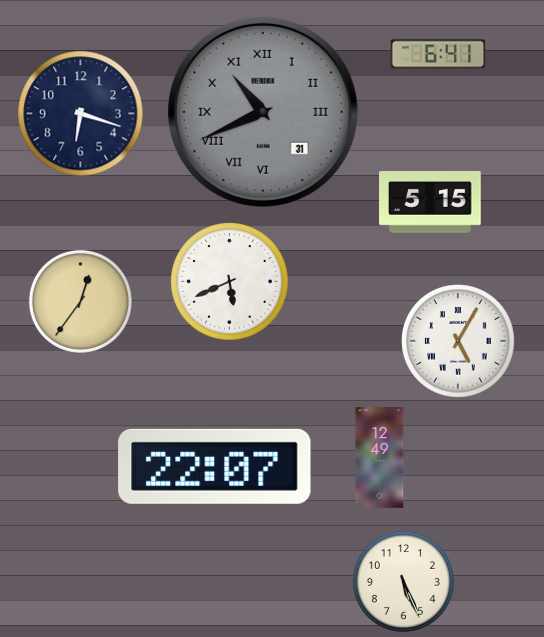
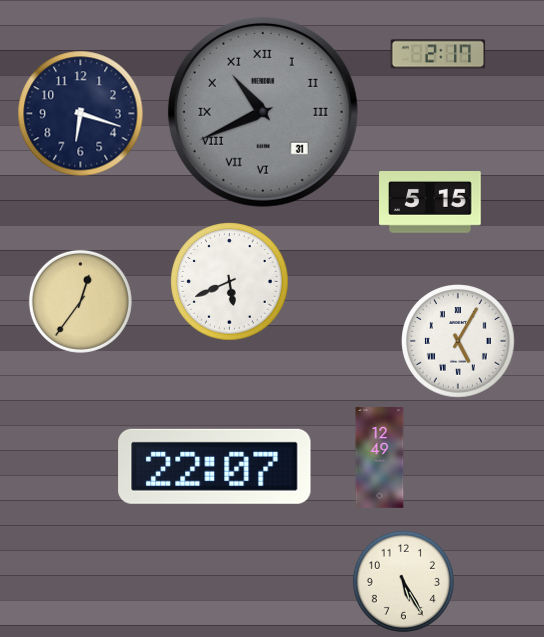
clock at (438, 54): 6:41 -> 2:17
clock at (403, 581): 5:26 -> 5:25
